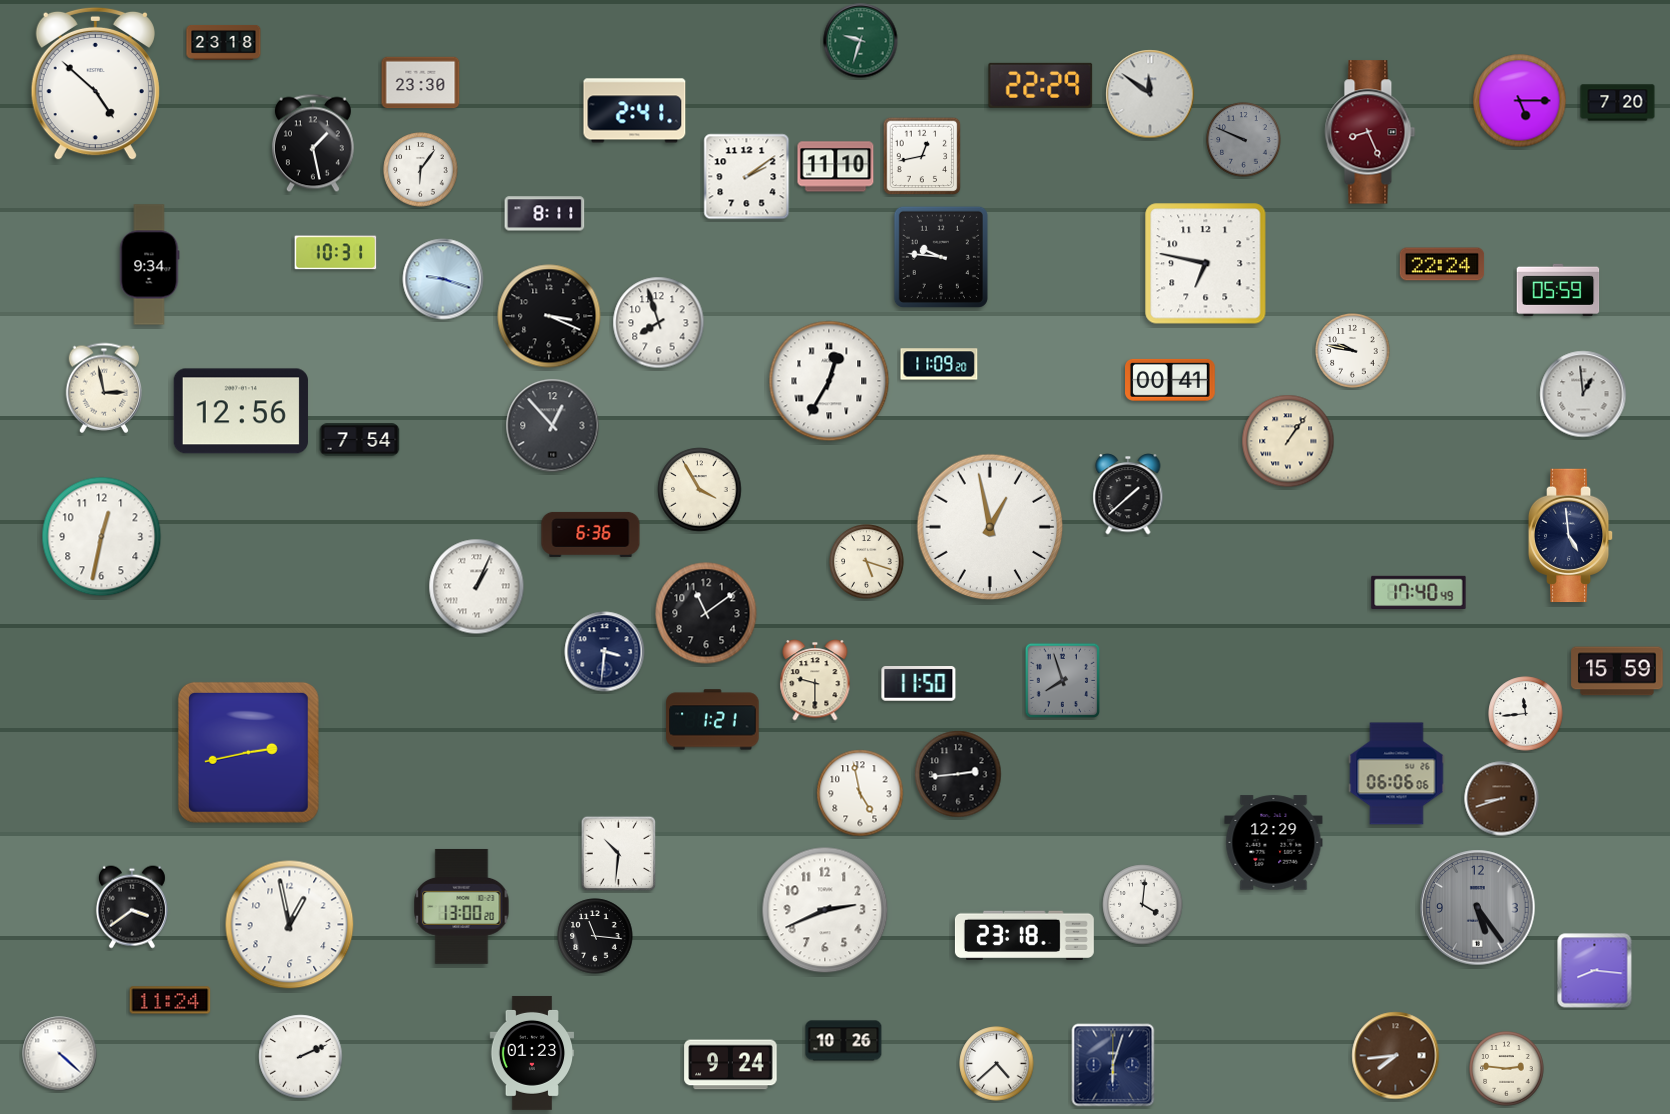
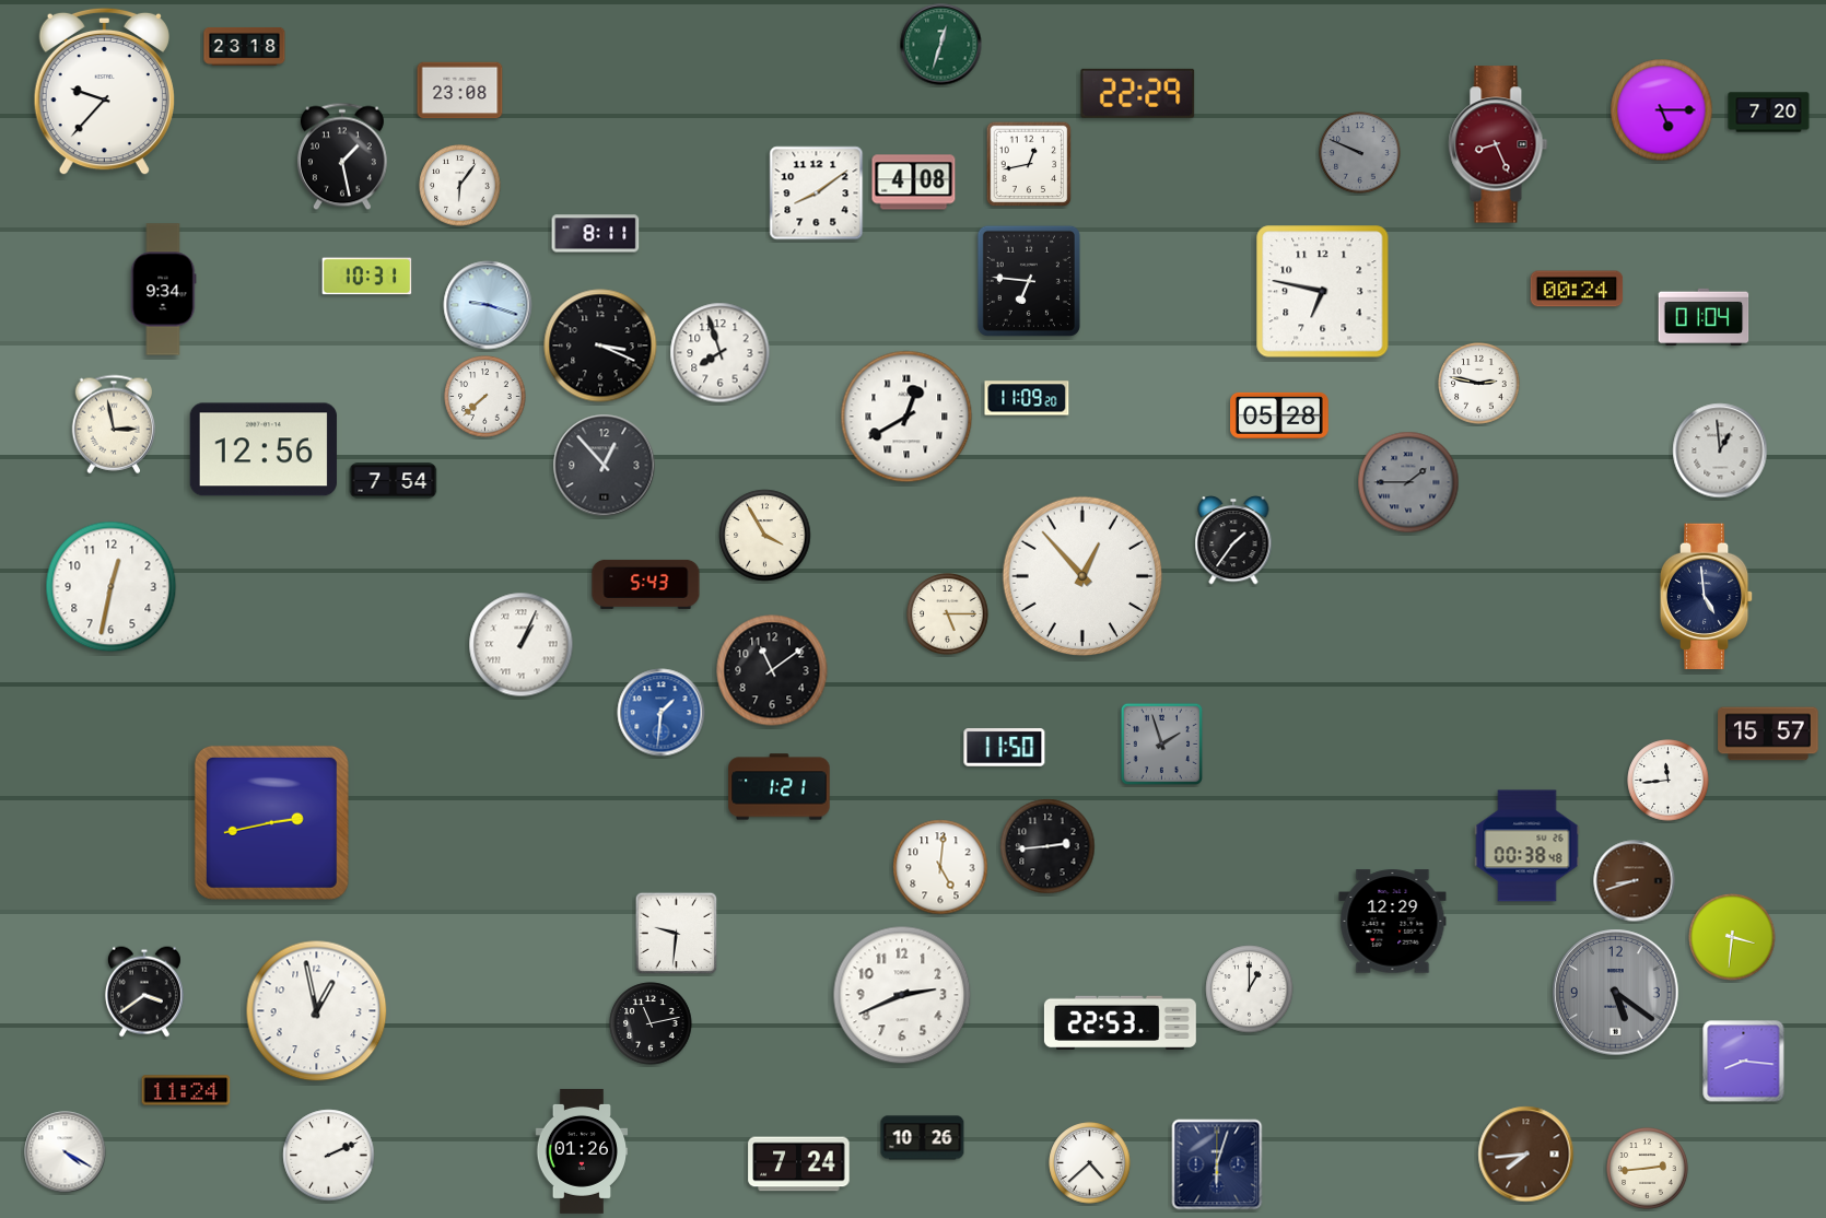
clock at (861, 41): 9:33 -> 12:33
clock at (421, 83): 23:30 -> 23:08
clock at (95, 84): 4:52 -> 9:37
clock at (1150, 94): 11:51 -> none
clock at (635, 111): 2:41 -> none
clock at (922, 156) position: (922, 156) -> (1029, 164)
clock at (836, 167): 11:10 -> 4:08
clock at (747, 177): 2:09 -> 8:09
clock at (941, 257): 9:46 -> 6:46
clock at (1206, 264) position: (1206, 264) -> (1323, 292)
clock at (1442, 264): 22:24 -> 00:24
clock at (443, 279) position: (443, 279) -> (488, 305)
clock at (1558, 290): 05:59 -> 01:04
clock at (1353, 351): 9:47 -> 2:47
clock at (485, 397): none -> 7:38
clock at (1171, 380): 00:41 -> 05:28
clock at (829, 381): 12:35 -> 12:40
clock at (1583, 394) position: (1583, 394) -> (1720, 450)
clock at (1288, 441): 1:06 -> 1:45
clock at (1288, 441) dial: cream -> grey
clock at (1128, 494): 1:38 -> 1:36
clock at (990, 527): 12:58 -> 12:53
clock at (591, 534): 6:36 -> 5:43
clock at (1571, 536) position: (1571, 536) -> (1707, 597)
clock at (867, 562): 5:18 -> 5:15
clock at (477, 587) position: (477, 587) -> (522, 645)
clock at (1419, 592): 17:40 -> none
clock at (605, 652): 3:31 -> 1:31
clock at (605, 652) dial: navy -> blue
clock at (1617, 671): 15:59 -> 15:57
clock at (815, 680): 9:30 -> none
clock at (1062, 680): 7:57 -> 1:57
clock at (1397, 774): 06:06 -> 00:38
clock at (860, 793): 4:58 -> 5:01
clock at (1502, 799) position: (1502, 799) -> (1635, 881)
clock at (619, 854): 10:31 -> 9:31
clock at (1732, 937): none -> 3:31
clock at (1143, 905): 4:01 -> 1:00
clock at (462, 906): 13:00 -> none
clock at (1478, 908): 5:24 -> 5:21
clock at (1024, 935): 23:18 -> 22:53
clock at (595, 936): 11:16 -> 11:13
clock at (170, 1000) position: (170, 1000) -> (186, 1090)
clock at (532, 1053): 01:23 -> 01:26
clock at (60, 1054): 4:22 -> 4:20
clock at (731, 1065): 9:24 -> 7:24
clock at (1507, 1069): 2:46 -> 2:44
